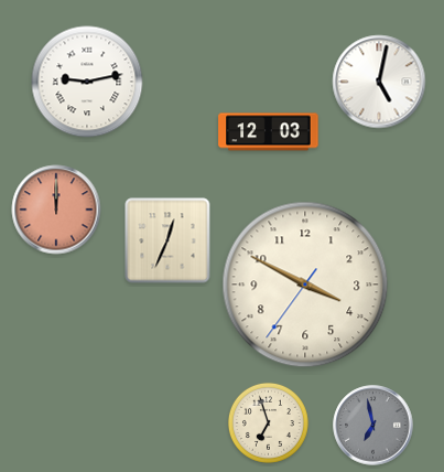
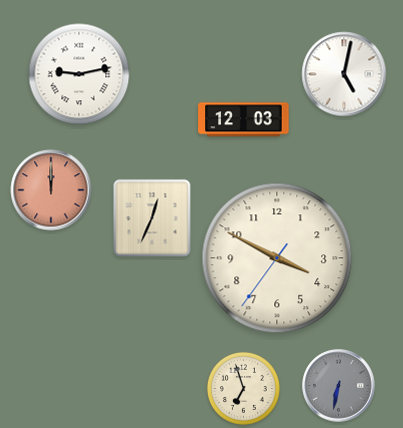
clock at (268, 422) position: (268, 422) -> (243, 388)
clock at (373, 426): 6:58 -> 6:32
